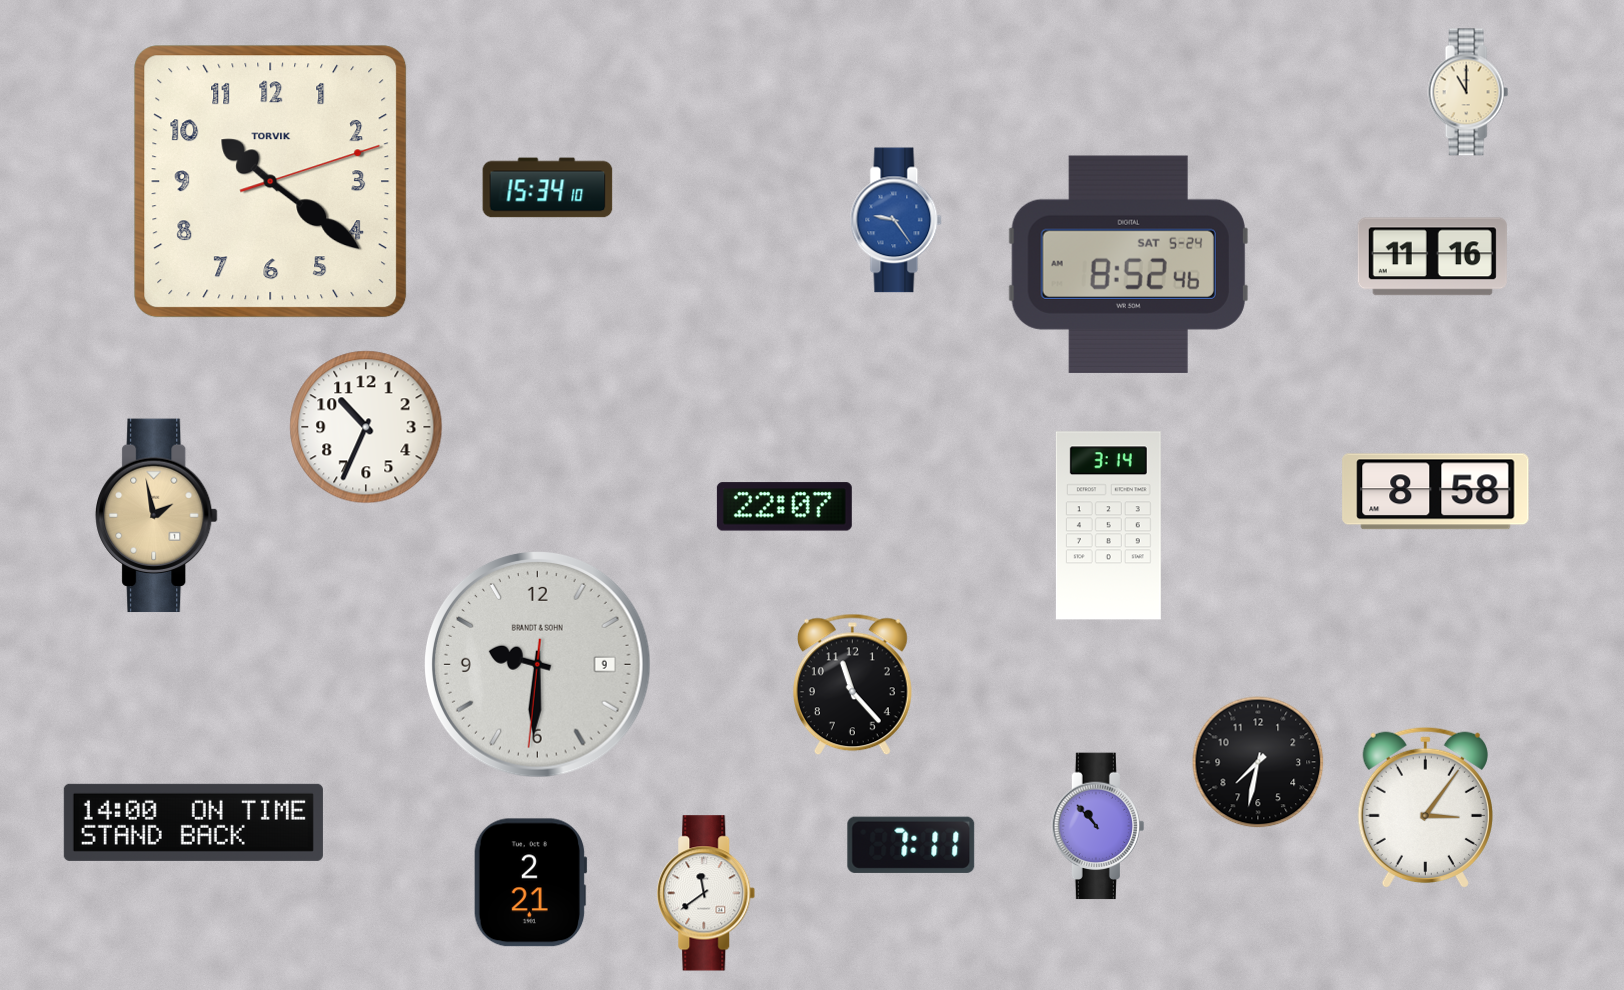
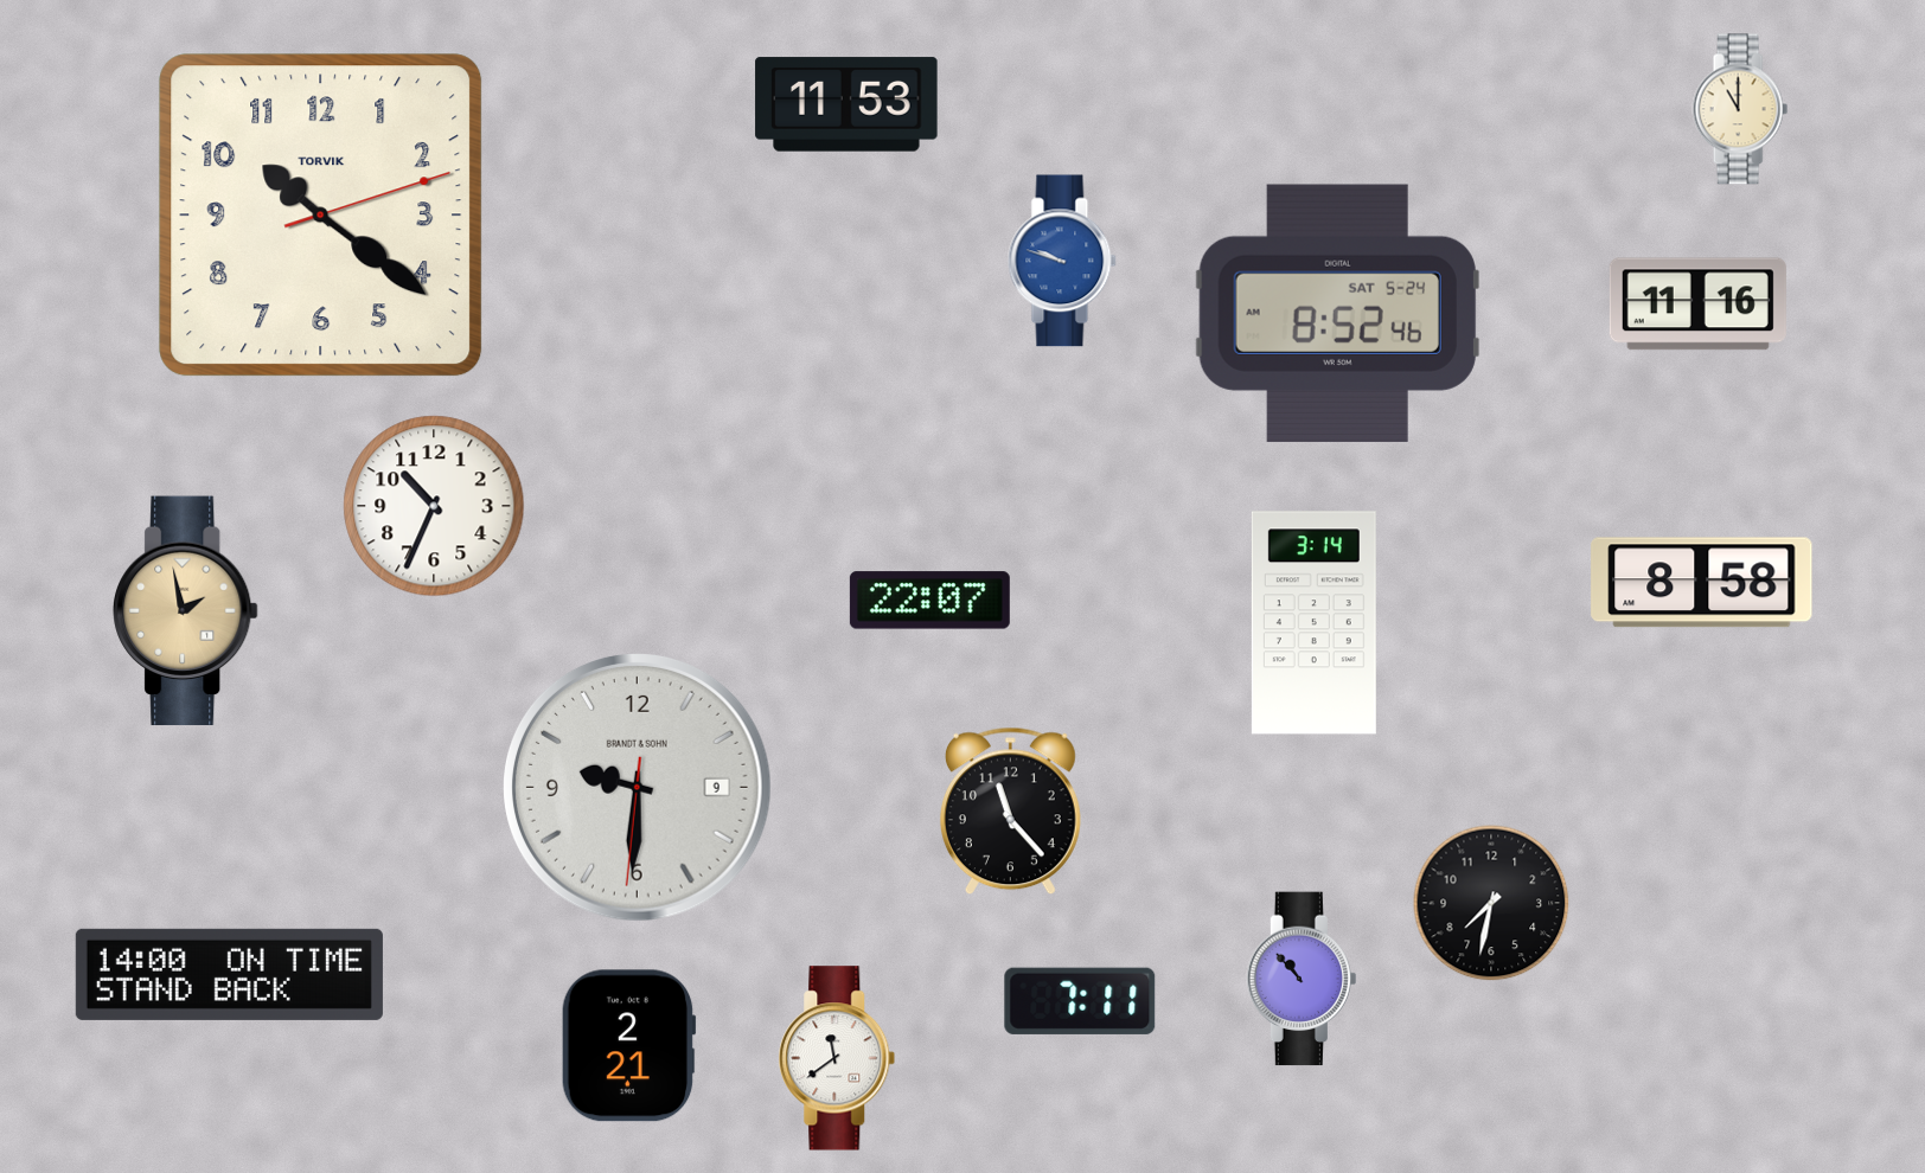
clock at (846, 104): none -> 11:53
clock at (548, 188): 15:34 -> none
clock at (896, 220): 9:24 -> 9:48
clock at (1425, 807): 3:06 -> none
